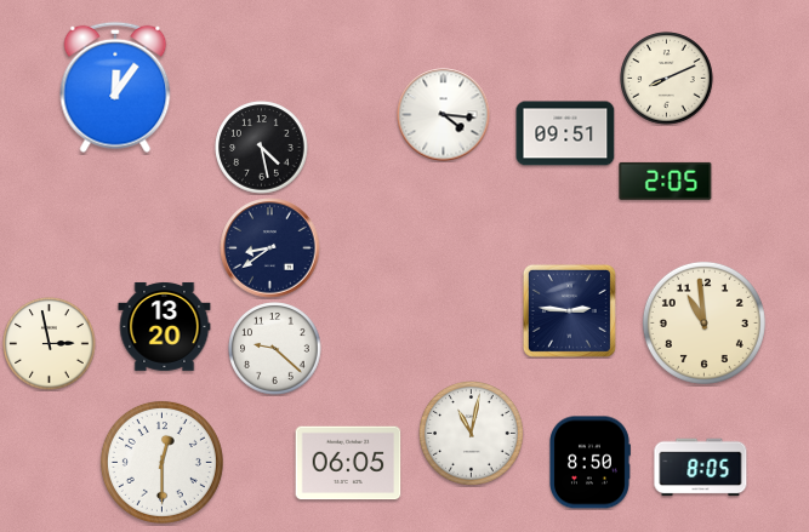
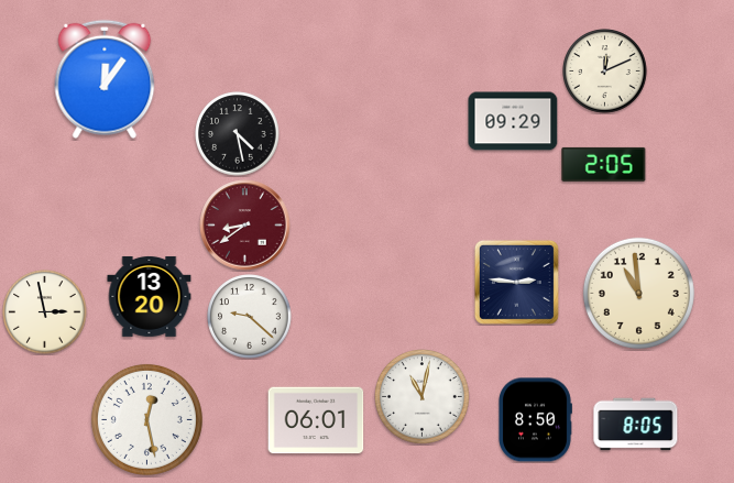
clock at (667, 79): 8:11 -> 12:11
clock at (444, 115): 4:16 -> none
clock at (565, 133): 09:51 -> 09:29
clock at (270, 248) dial: navy -> burgundy
clock at (472, 434) position: (472, 434) -> (423, 397)
clock at (161, 462): 12:30 -> 12:28
clock at (348, 463): 06:05 -> 06:01
